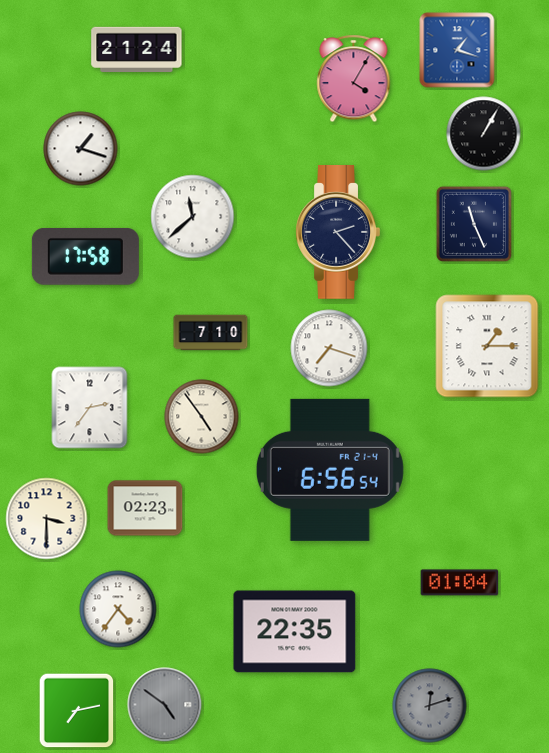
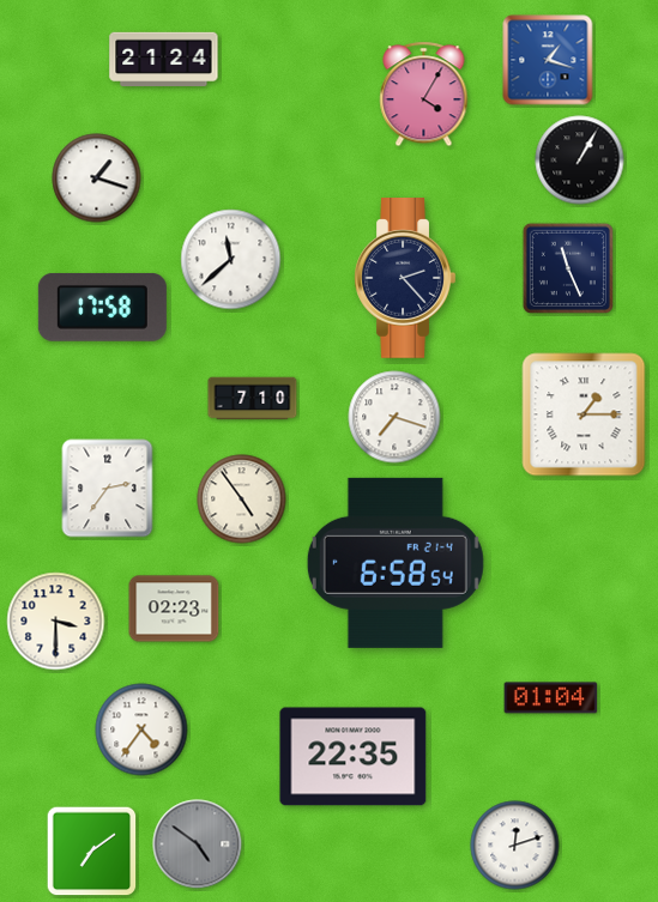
clock at (330, 470): 6:56 -> 6:58
clock at (430, 706) dial: grey -> white
clock at (77, 711): 7:13 -> 7:09
